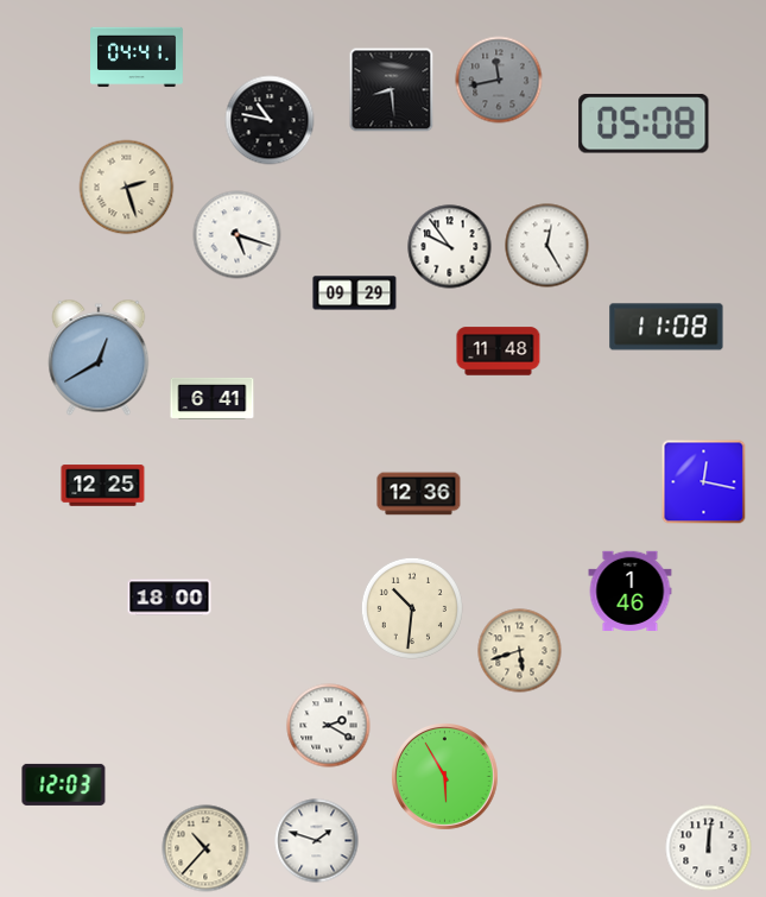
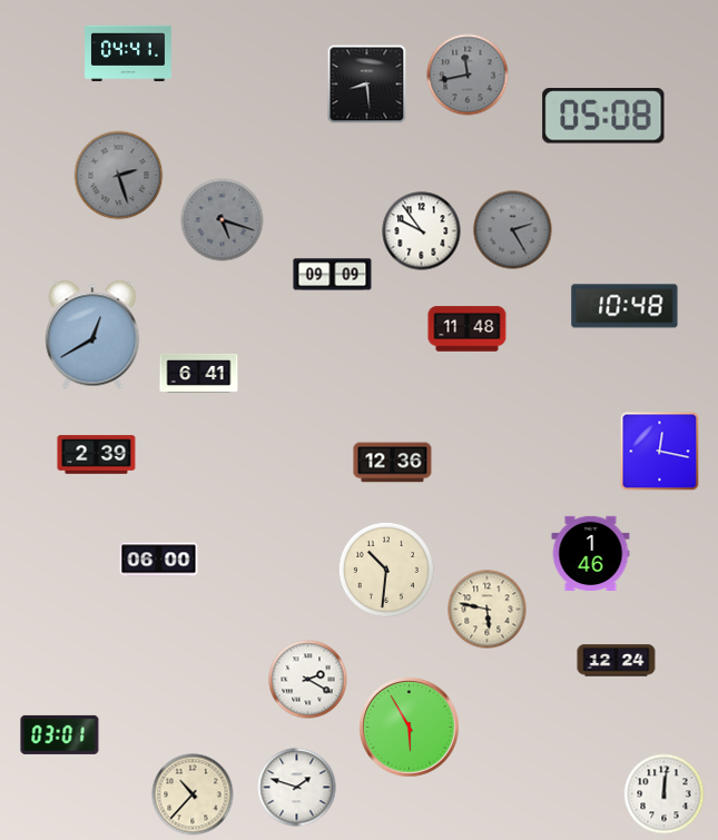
clock at (270, 120): 10:47 -> none
clock at (127, 188) dial: cream -> grey
clock at (238, 235) dial: white -> grey
clock at (547, 246): 12:25 -> 2:25
clock at (547, 246) dial: white -> grey
clock at (355, 293): 09:29 -> 09:09
clock at (666, 327): 11:08 -> 10:48
clock at (103, 486): 12:25 -> 2:39
clock at (170, 598): 18:00 -> 06:00
clock at (520, 651): 5:42 -> 5:47
clock at (617, 661): none -> 12:24
clock at (445, 777) position: (445, 777) -> (410, 728)
clock at (64, 784): 12:03 -> 03:01
